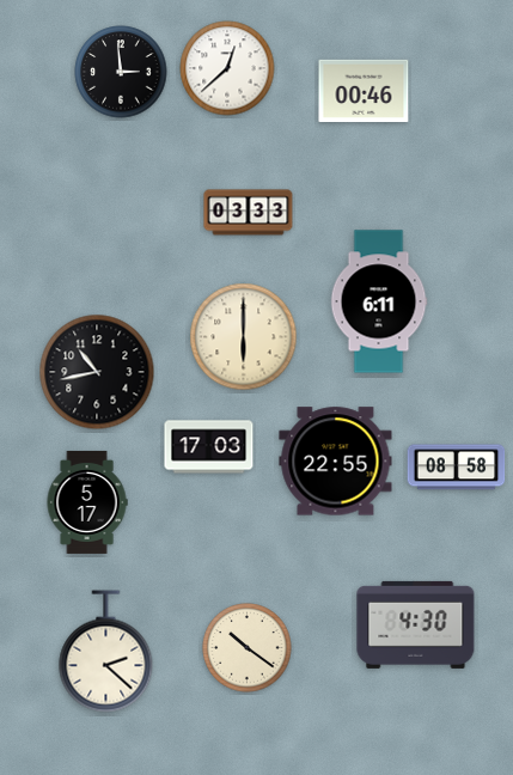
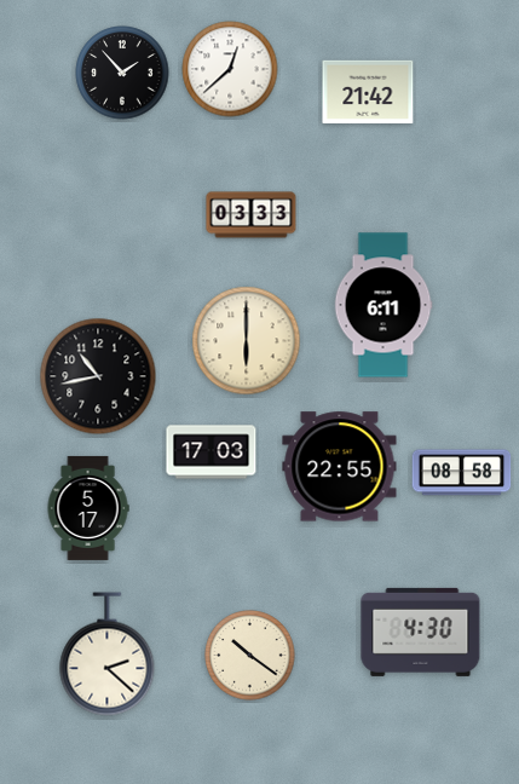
clock at (121, 72): 2:59 -> 1:53
clock at (364, 91): 00:46 -> 21:42
clock at (106, 652) position: (106, 652) -> (108, 655)
